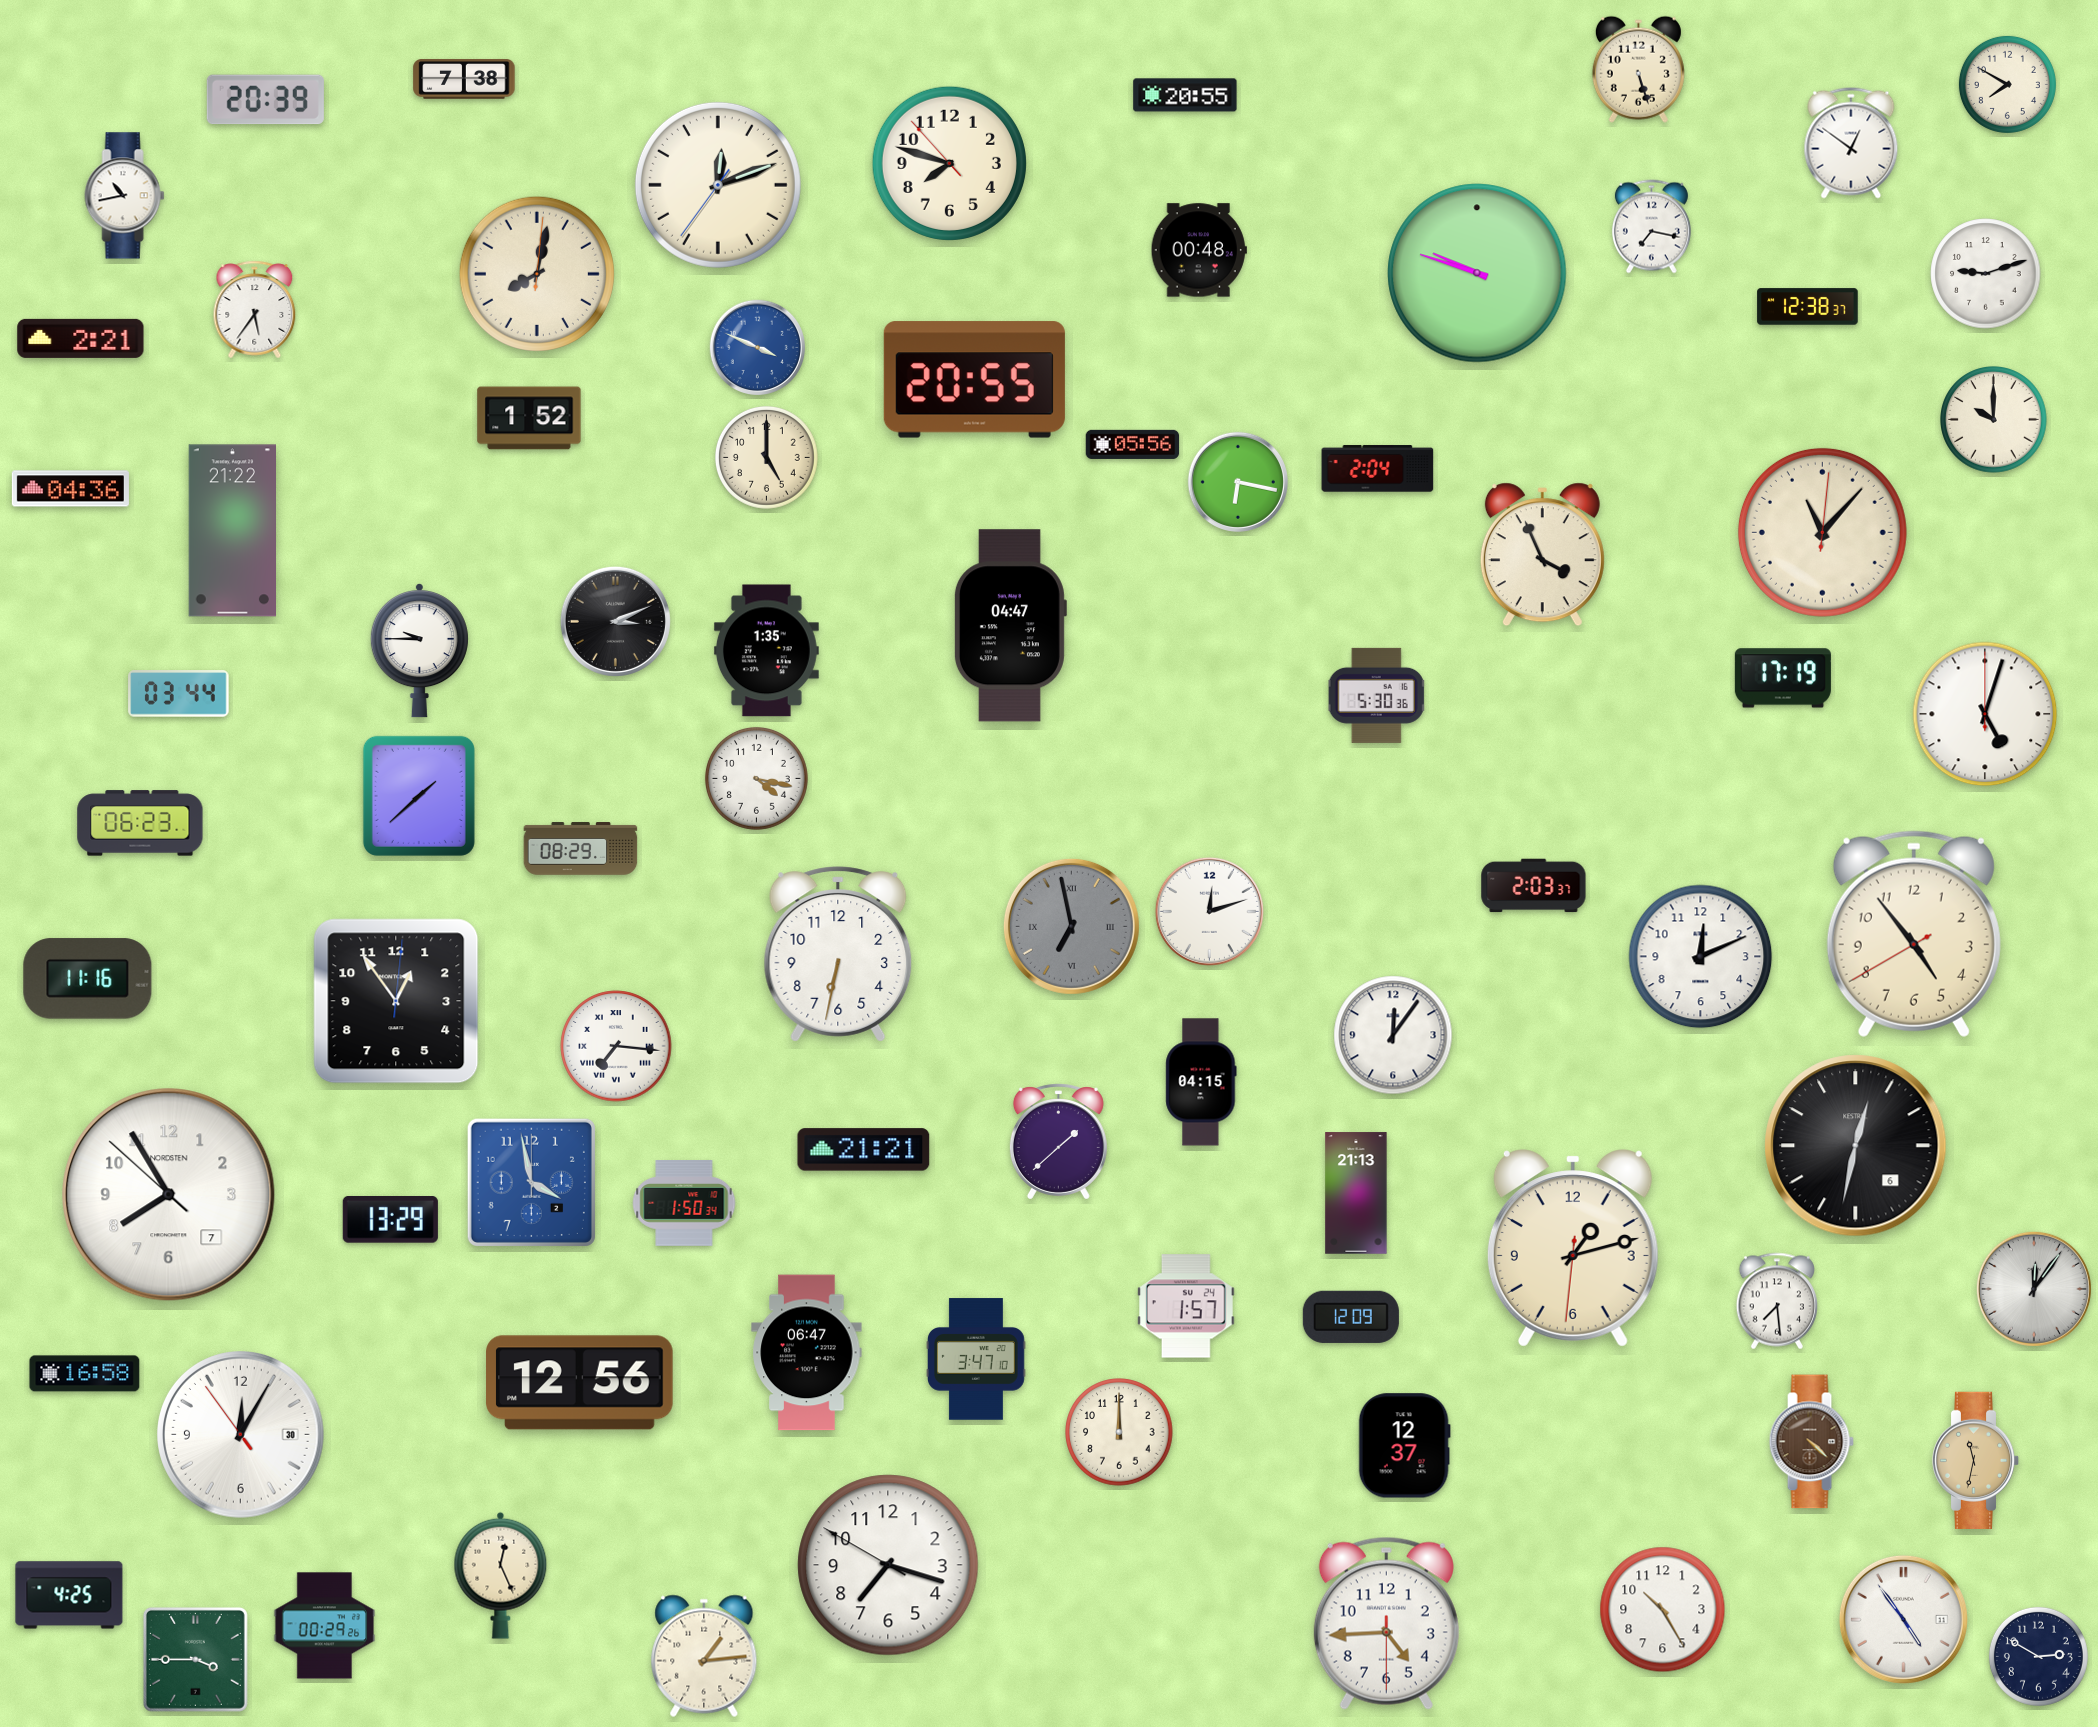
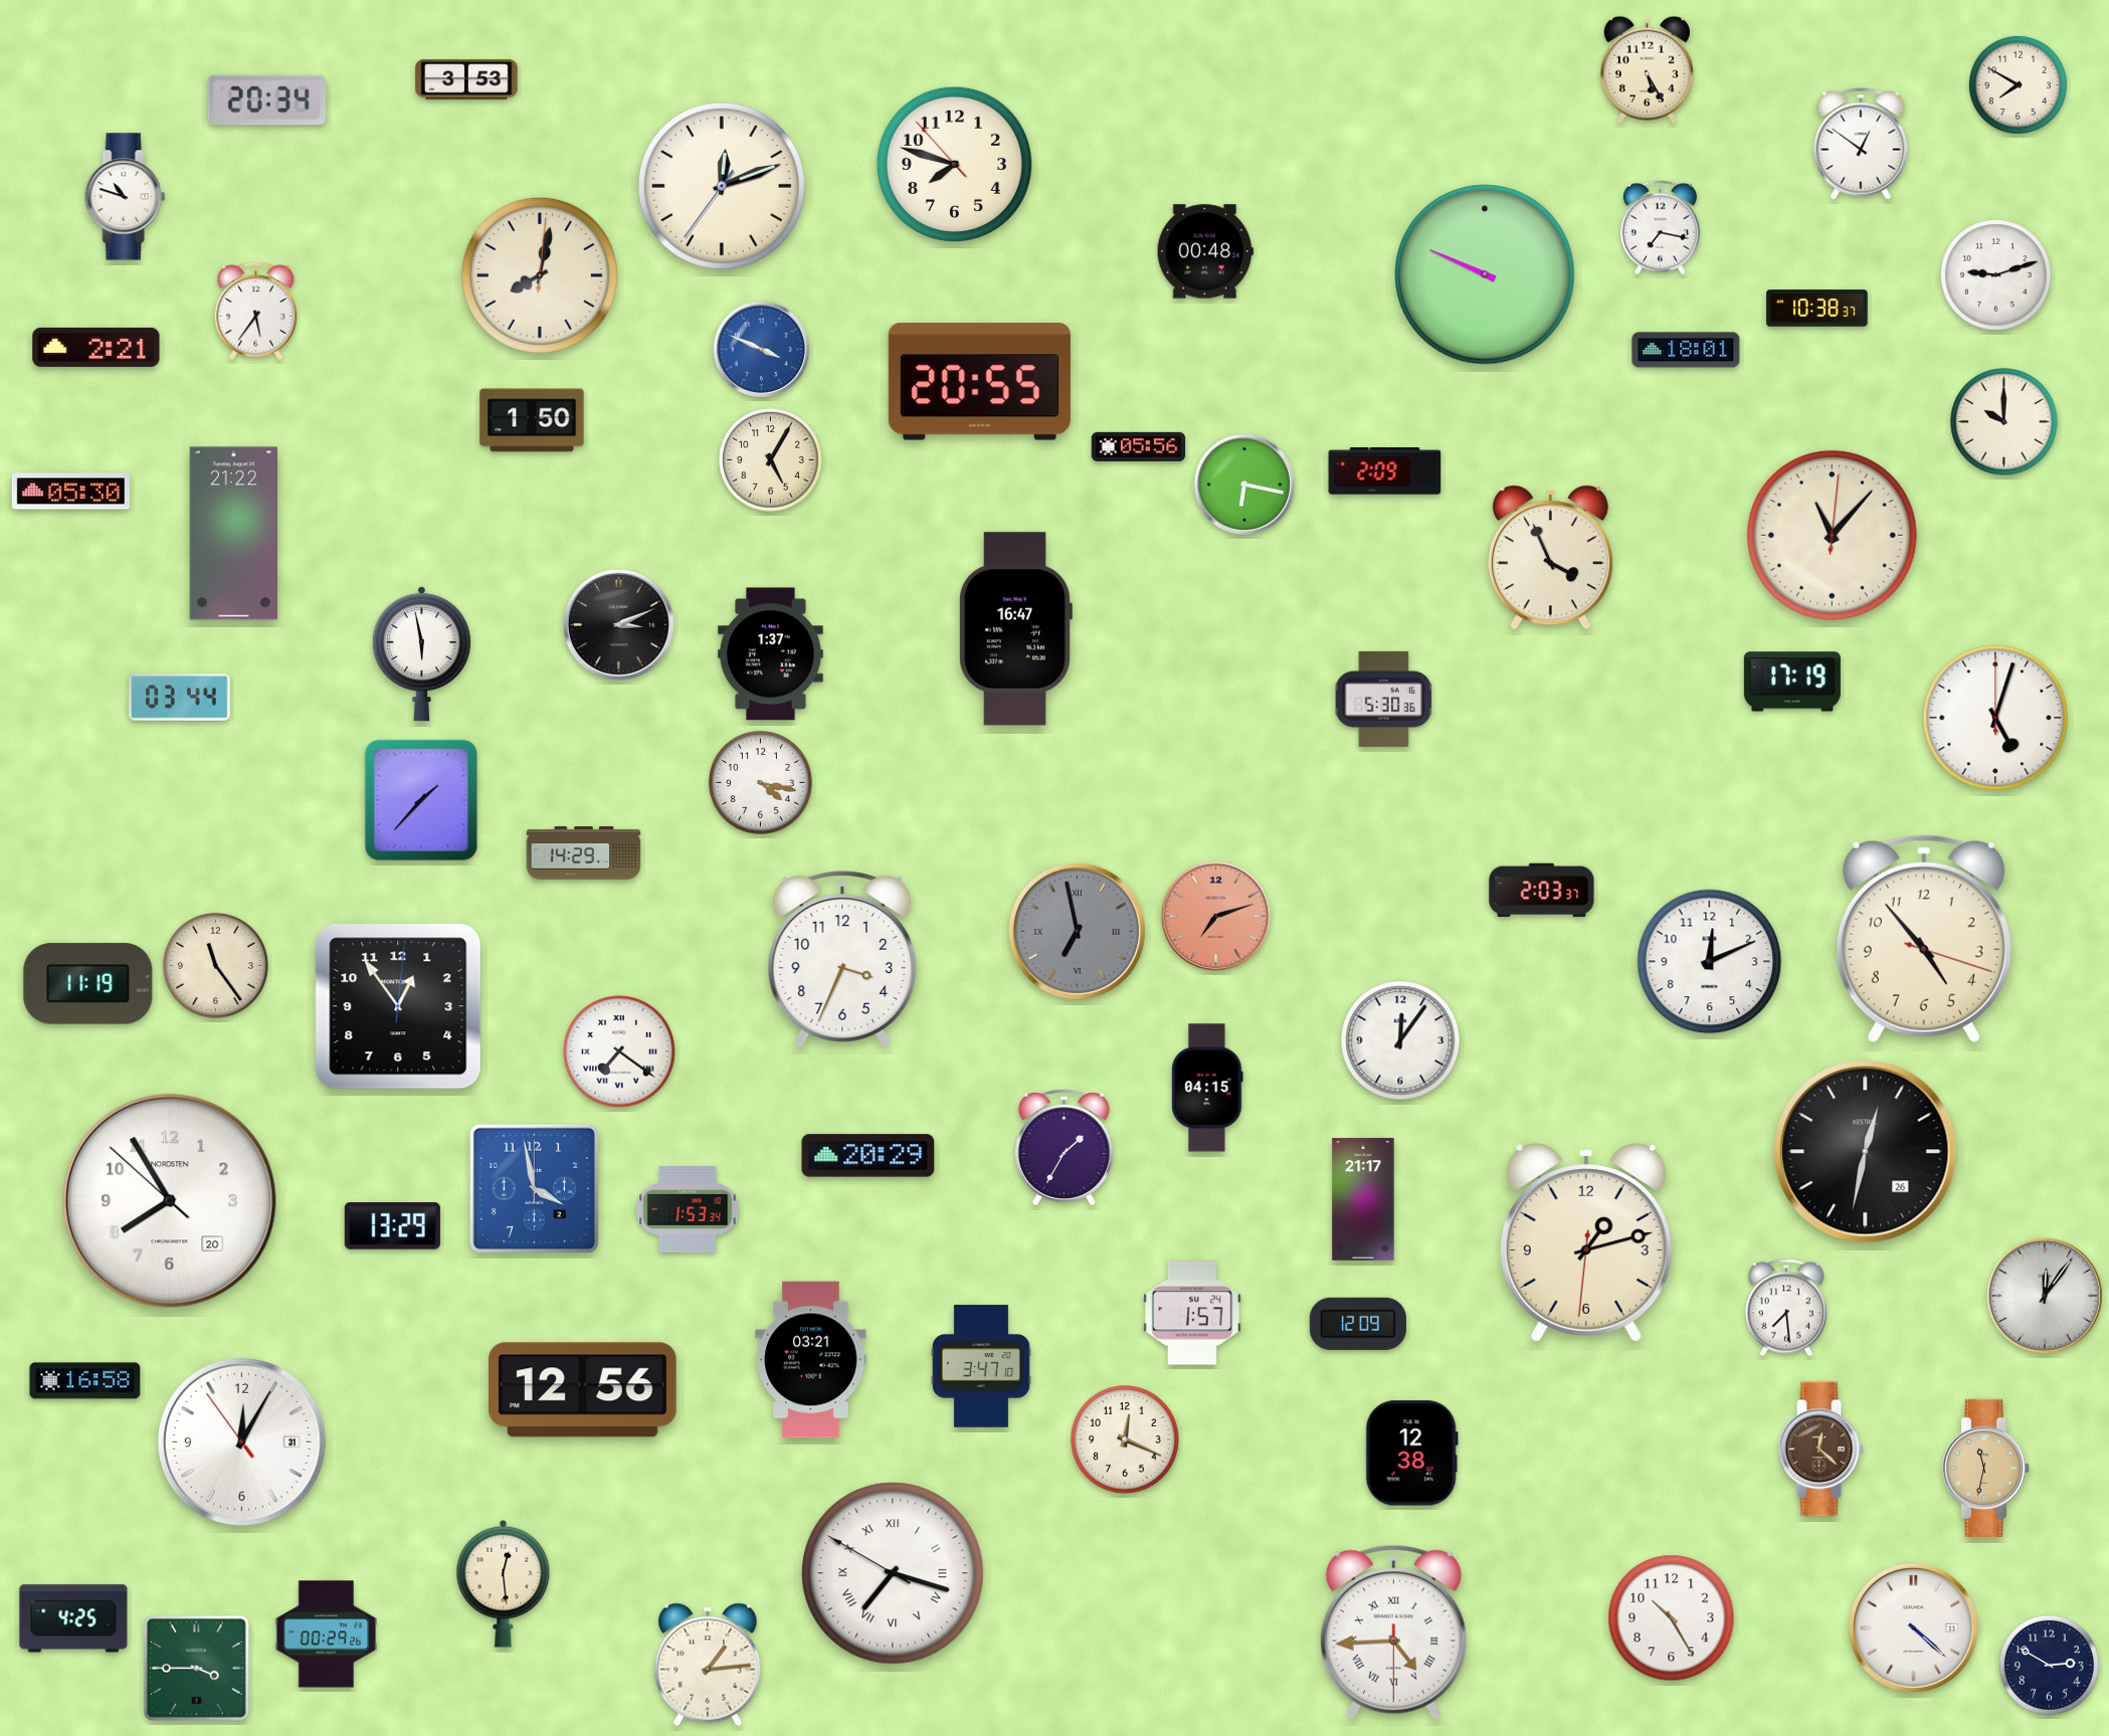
clock at (1638, 69): 5:27 -> 5:25
clock at (464, 80): 7:38 -> 3:53
clock at (1185, 95): 20:55 -> none
clock at (265, 100): 20:39 -> 20:34
clock at (125, 196): 10:43 -> 10:48
clock at (1477, 273): 9:48 -> 9:49
clock at (1808, 307): 12:38 -> 10:38
clock at (81, 338) position: (81, 338) -> (97, 347)
clock at (1686, 350): none -> 18:01
clock at (529, 418): 1:52 -> 1:50
clock at (766, 457): 5:00 -> 5:05
clock at (1378, 469): 2:04 -> 2:09
clock at (70, 489): 04:36 -> 05:30
clock at (1010, 626): 04:47 -> 16:47
clock at (419, 651): 9:45 -> 5:58
clock at (766, 651): 1:35 -> 1:37
clock at (419, 796): 1:38 -> 1:37
clock at (140, 823): 06:23 -> none
clock at (581, 849): 08:29 -> 14:29
clock at (1209, 911): 12:12 -> 7:12
clock at (1209, 911) dial: white -> salmon
clock at (1914, 934): 4:53:40 -> 4:53:18
clock at (838, 954): 6:32 -> 3:34
clock at (216, 966): none -> 11:24
clock at (88, 979): 11:16 -> 11:19
clock at (616, 1046): 7:16 -> 7:21
clock at (1058, 1142): 1:38 -> 1:35
clock at (1856, 1146) date: 6 -> 26
clock at (864, 1150): 21:21 -> 20:29
clock at (1356, 1193): 21:13 -> 21:17
clock at (169, 1195) date: 7 -> 20
clock at (684, 1203): 1:50 -> 1:53
clock at (1573, 1248) position: (1573, 1248) -> (1586, 1242)
clock at (807, 1353): 06:47 -> 03:21
clock at (1119, 1432): 12:00 -> 12:19
clock at (241, 1435) date: 30 -> 31
clock at (1811, 1442): 4:22 -> 12:22
clock at (1404, 1446): 12:37 -> 12:38
clock at (888, 1565) numerals: Arabic -> Roman
clock at (501, 1575): 12:26 -> 12:29
clock at (69, 1595) position: (69, 1595) -> (73, 1618)
clock at (1903, 1619): 4:54 -> 4:22
clock at (1386, 1623) numerals: Arabic -> Roman
